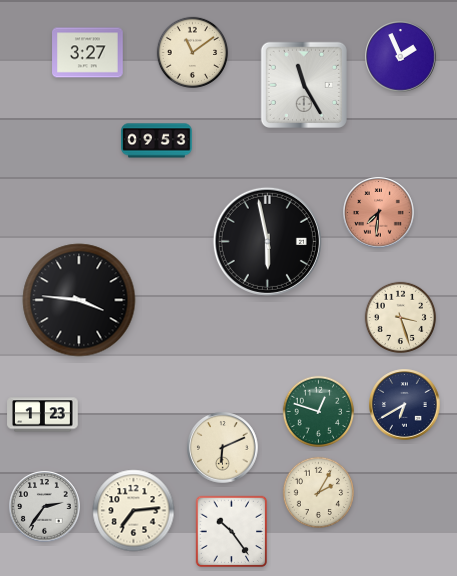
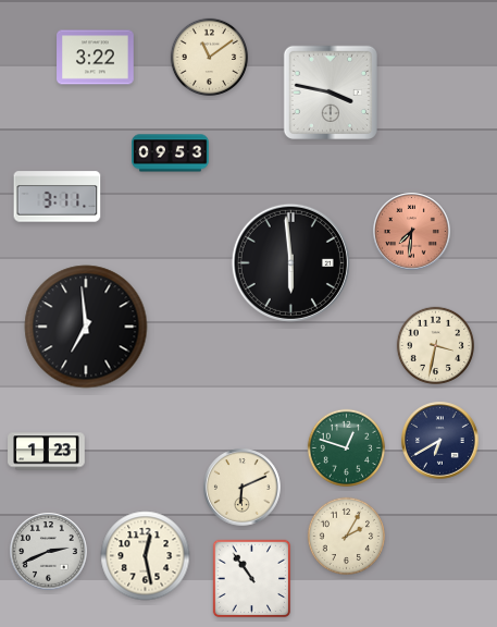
clock at (88, 53): 3:27 -> 3:22
clock at (401, 57): 1:56 -> none
clock at (304, 85): 11:25 -> 3:47
clock at (58, 197): none -> 3:11
clock at (267, 241): 5:58 -> 5:59
clock at (79, 300): 3:46 -> 6:59
clock at (400, 317): 3:27 -> 3:32
clock at (45, 507): 2:36 -> 2:41
clock at (134, 511): 7:14 -> 12:28
clock at (232, 532): 10:24 -> 10:54
